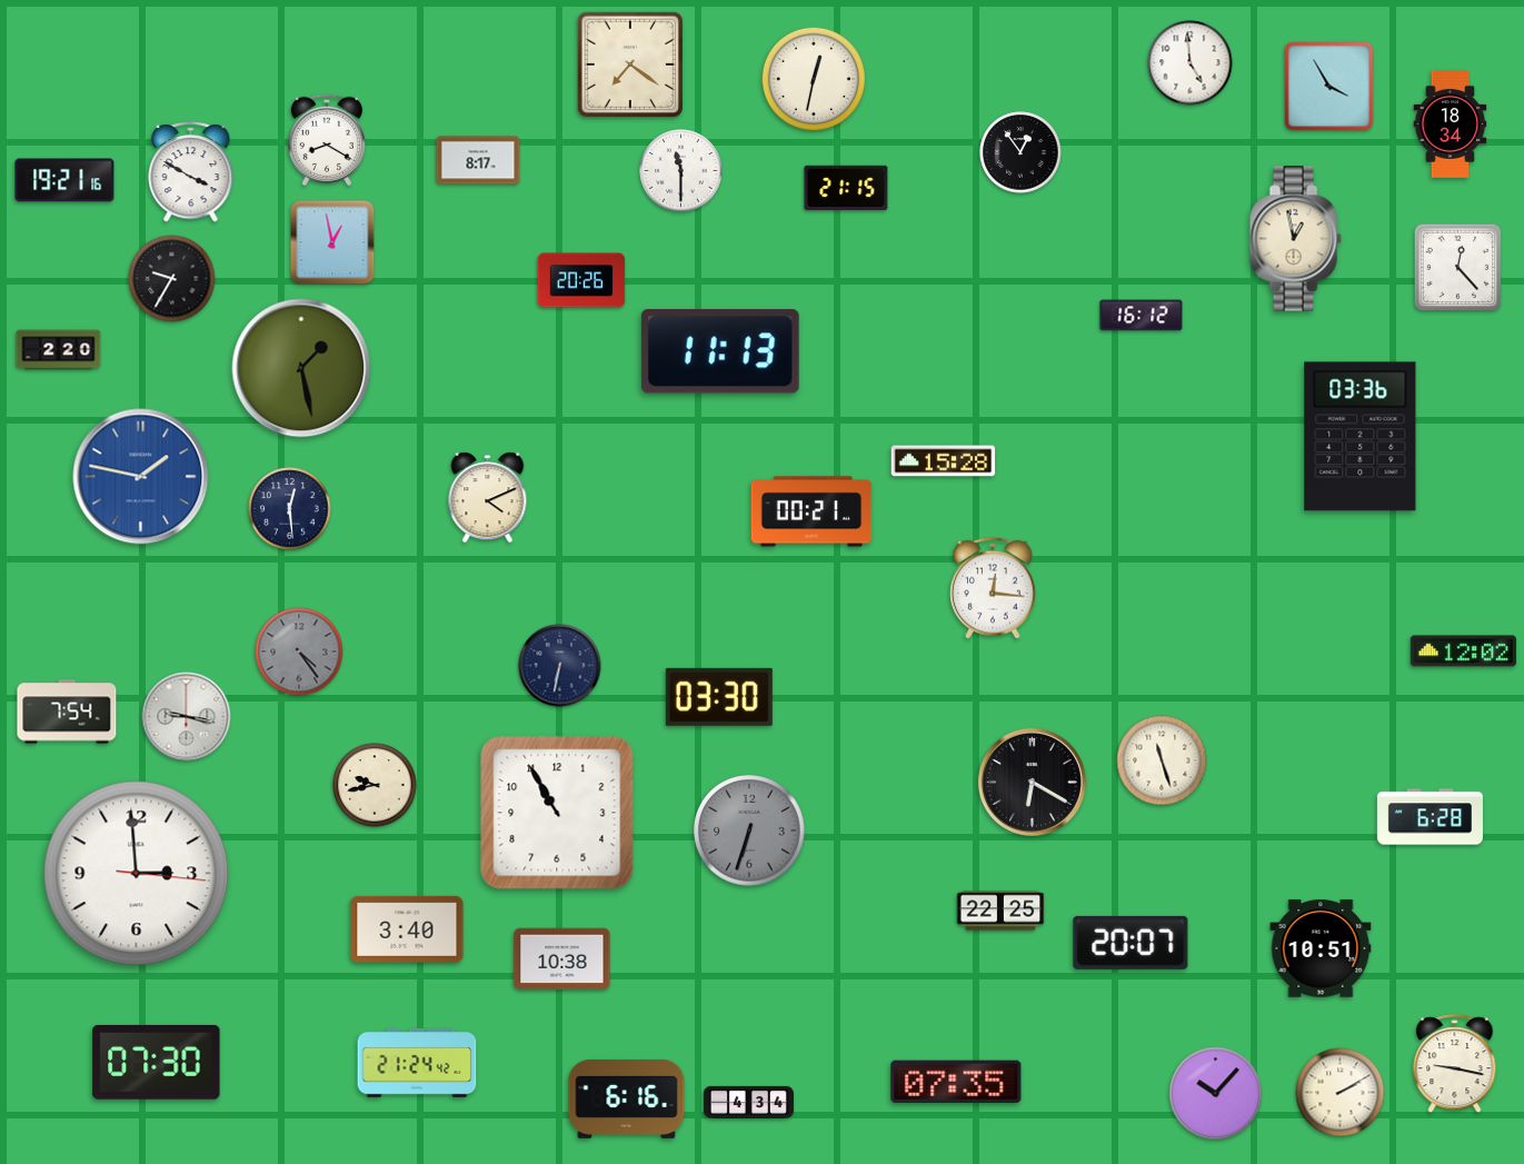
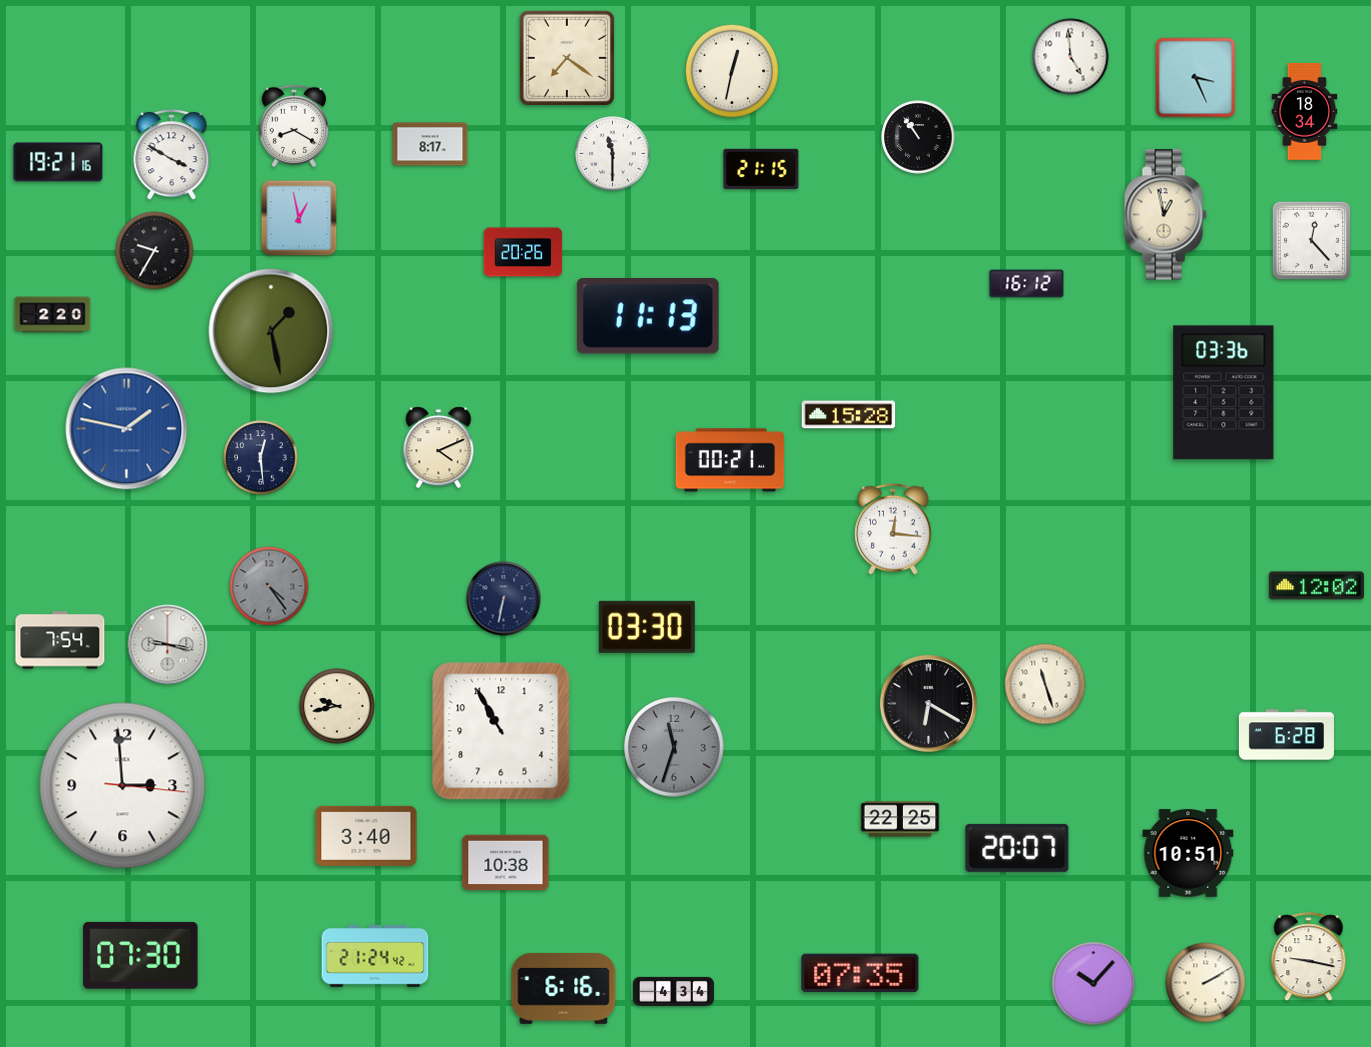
clock at (1329, 87): 3:55 -> 3:26
clock at (1020, 152): 12:54 -> 10:54
clock at (749, 830): 6:33 -> 11:33
